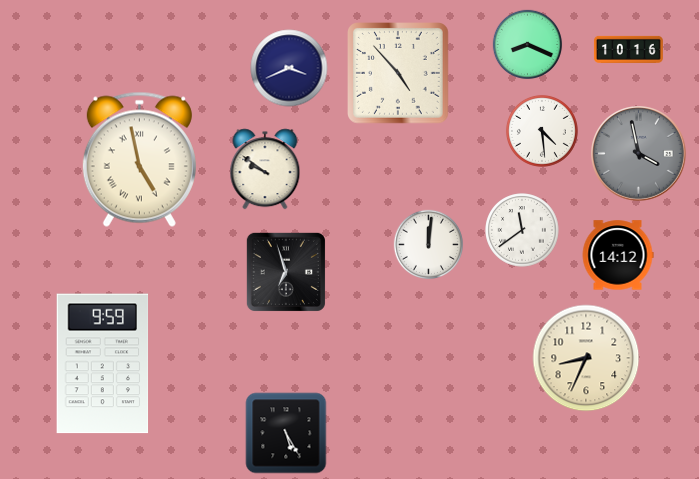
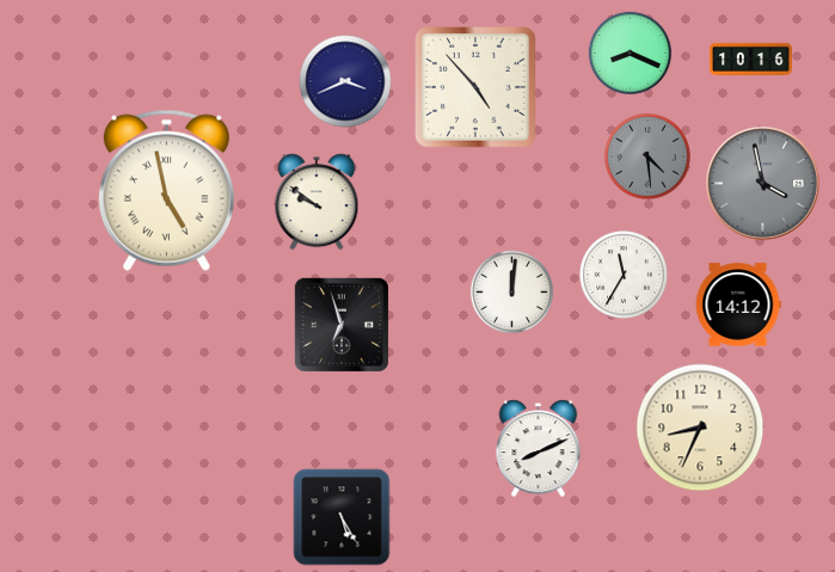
clock at (542, 131) dial: white -> grey
clock at (522, 230): 11:39 -> 11:35
clock at (103, 364): 9:59 -> none
clock at (539, 449): none -> 8:11
